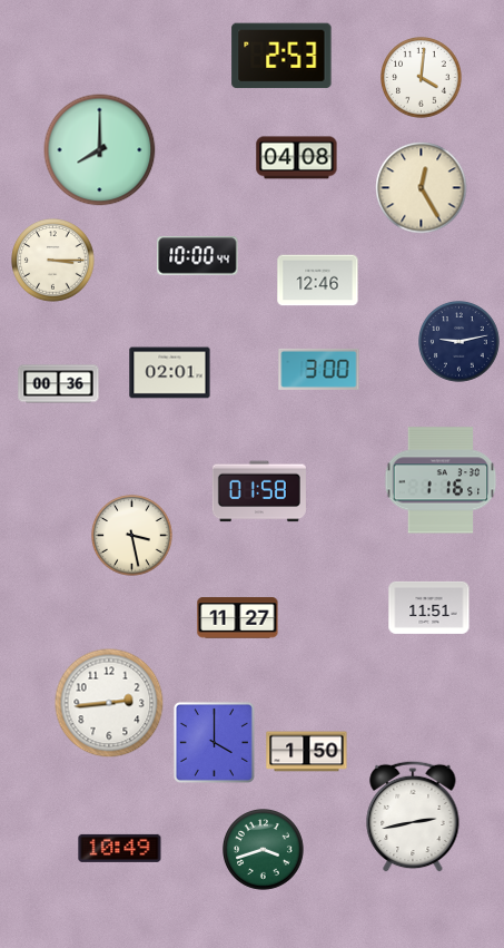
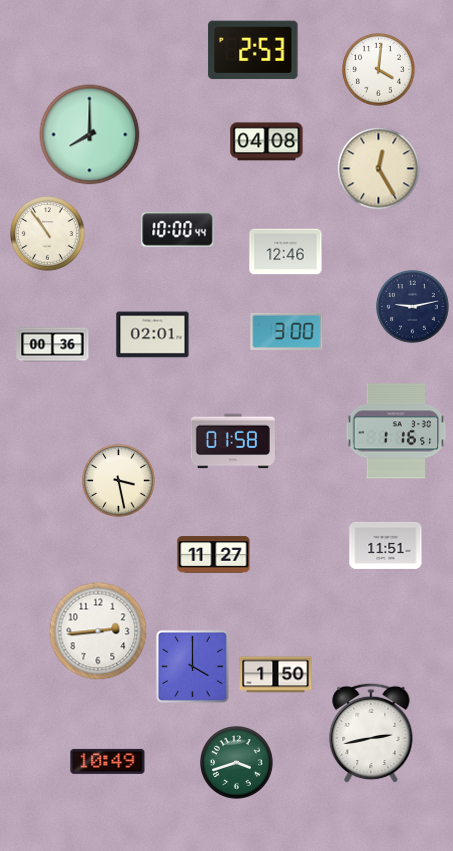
clock at (53, 261): 3:15 -> 10:54
